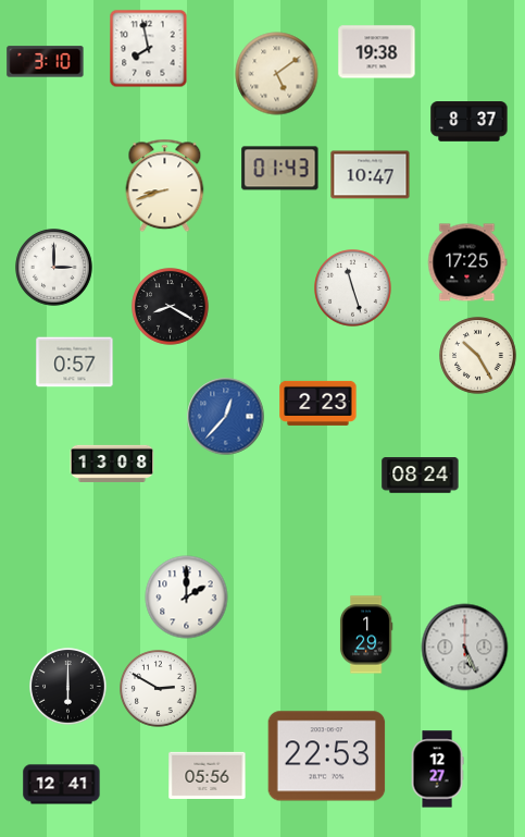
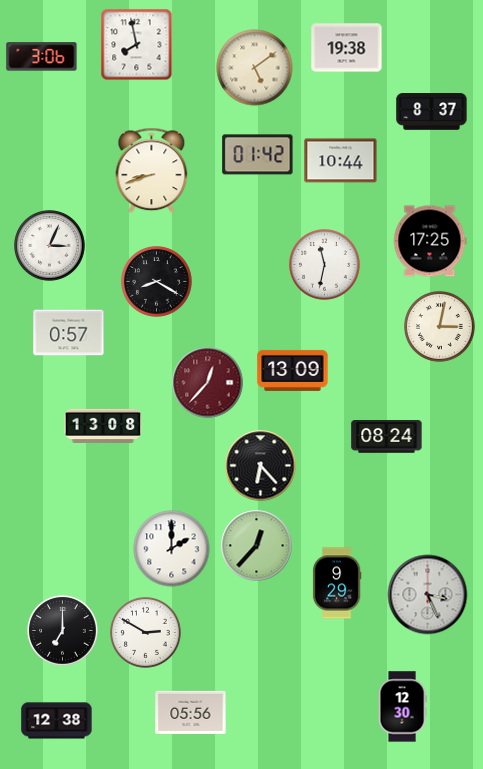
clock at (46, 62): 3:10 -> 3:06
clock at (280, 169): 01:43 -> 01:42
clock at (371, 175): 10:47 -> 10:44
clock at (54, 268): 3:00 -> 3:04
clock at (353, 288): 11:27 -> 11:32
clock at (478, 356): 10:25 -> 3:02
clock at (318, 403): 2:23 -> 13:09
clock at (226, 417) dial: blue -> burgundy
clock at (261, 466): none -> 6:23
clock at (257, 546): none -> 12:37
clock at (366, 635): 1:29 -> 9:29
clock at (465, 648): 5:26 -> 3:26
clock at (68, 687): 6:00 -> 7:00
clock at (327, 756): 22:53 -> none
clock at (437, 770): 12:27 -> 12:30
clock at (62, 785): 12:41 -> 12:38
